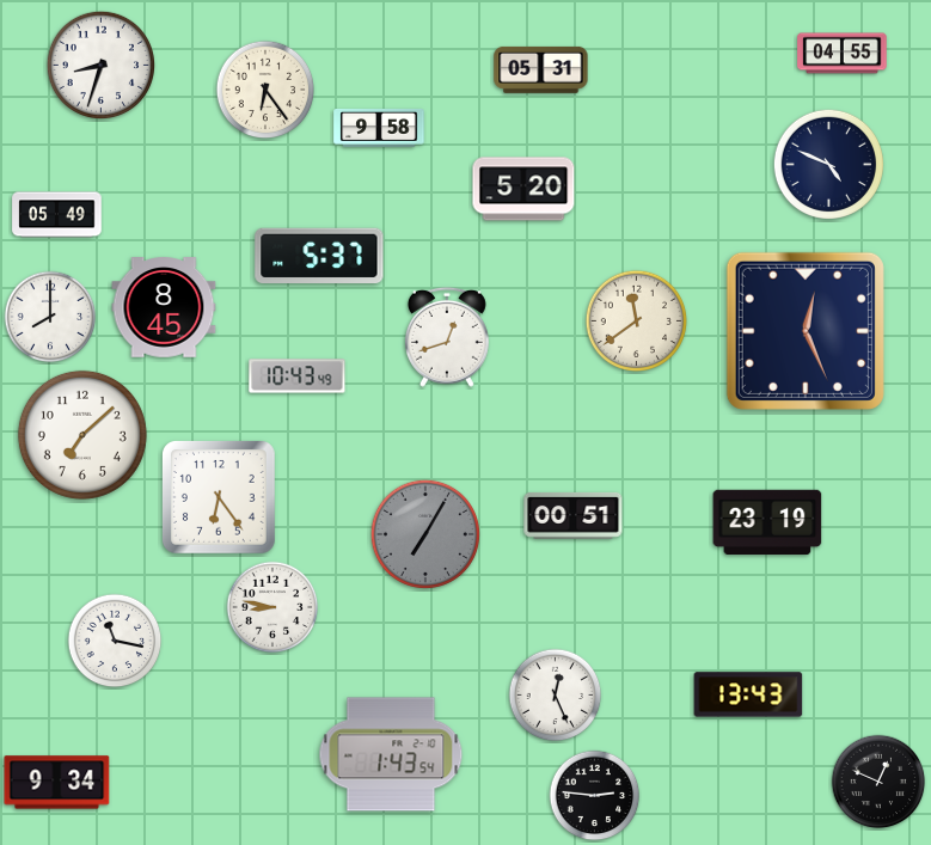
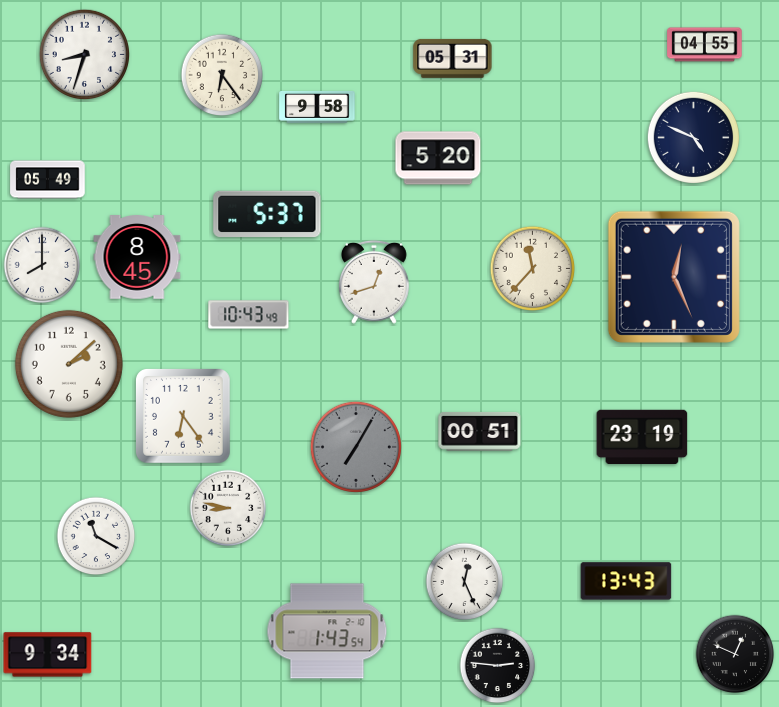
clock at (637, 322): 11:39 -> 11:37
clock at (82, 435): 7:08 -> 2:08
clock at (115, 641): 11:17 -> 11:20
